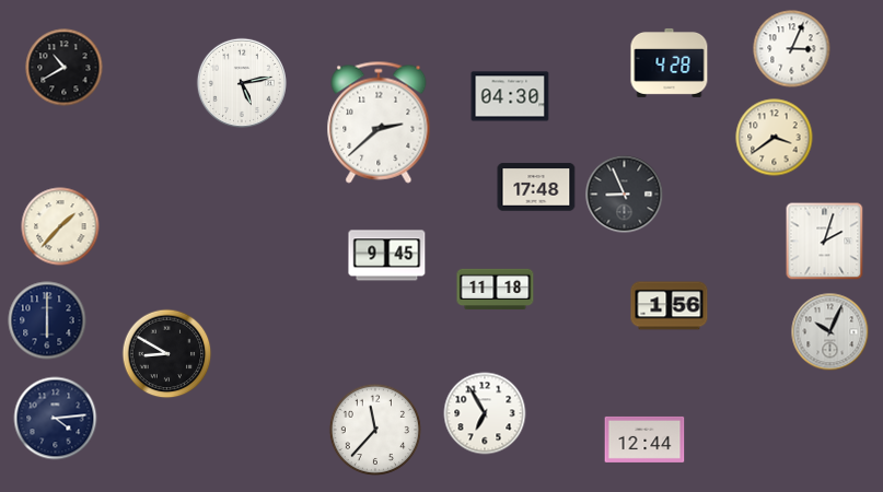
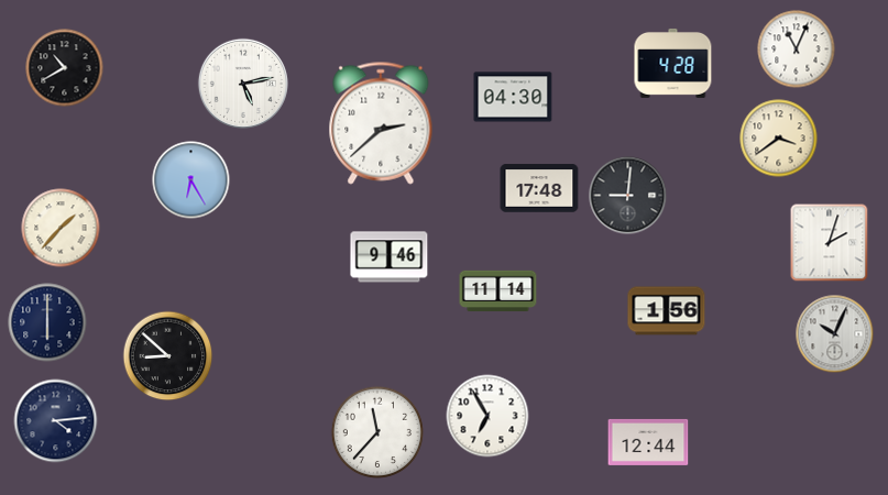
clock at (792, 49): 3:04 -> 11:04
clock at (191, 180): none -> 6:25
clock at (625, 195): 8:56 -> 9:01
clock at (387, 256): 9:45 -> 9:46
clock at (496, 290): 11:18 -> 11:14
clock at (670, 306) position: (670, 306) -> (667, 311)
clock at (167, 354): 8:50 -> 8:52
